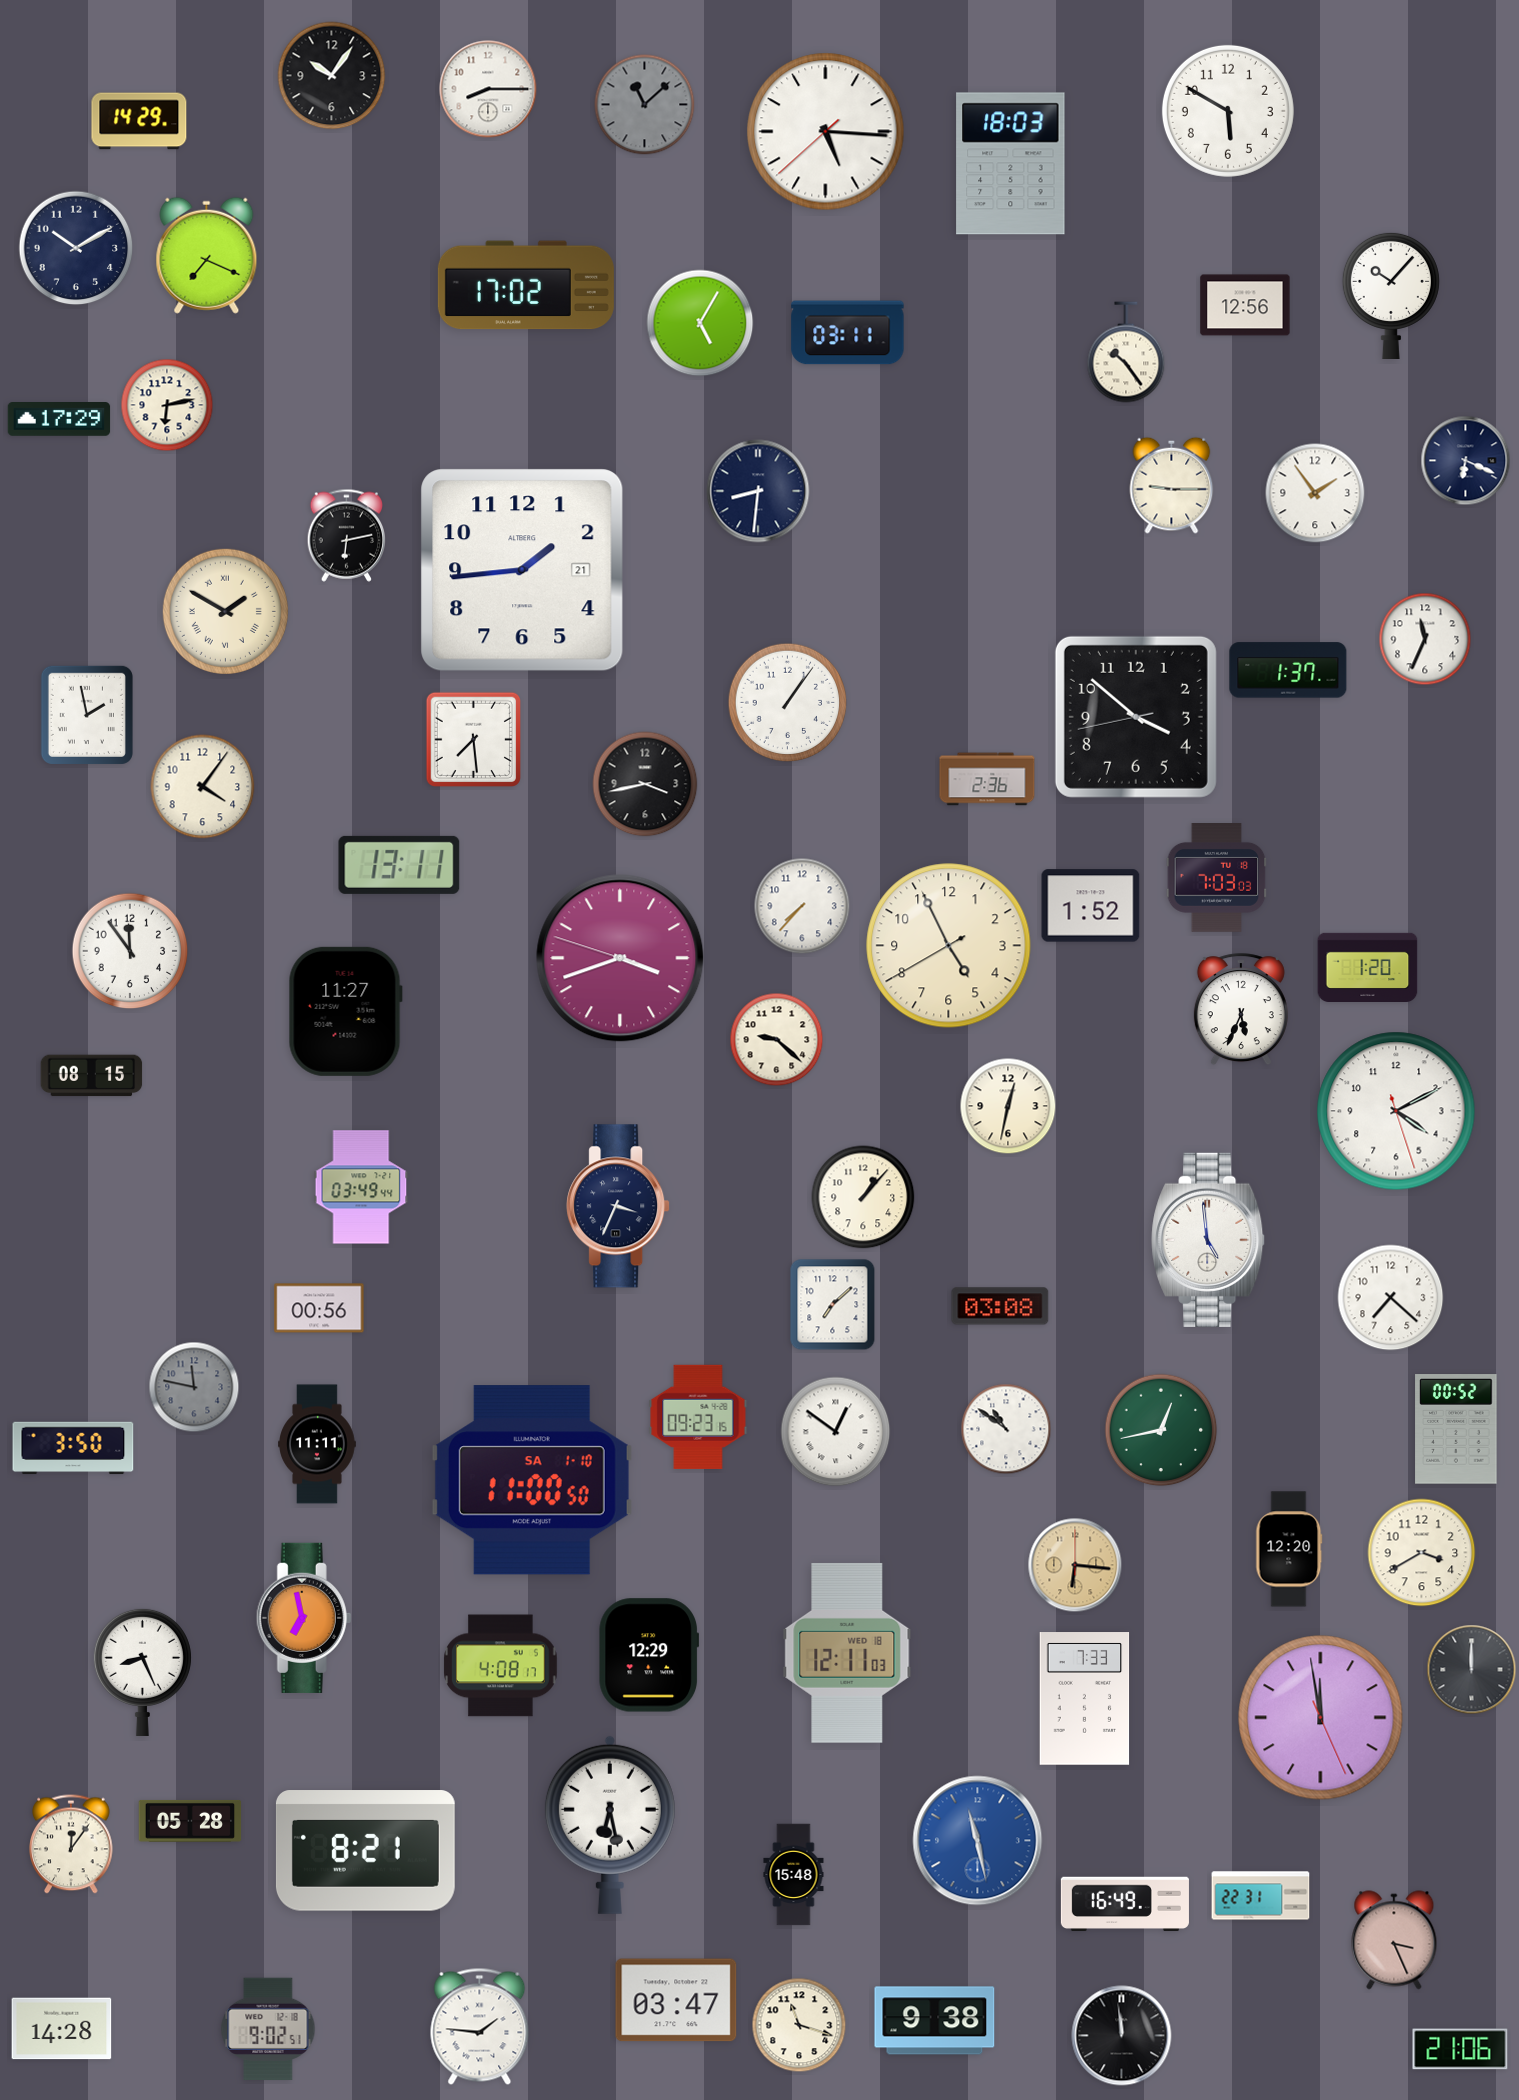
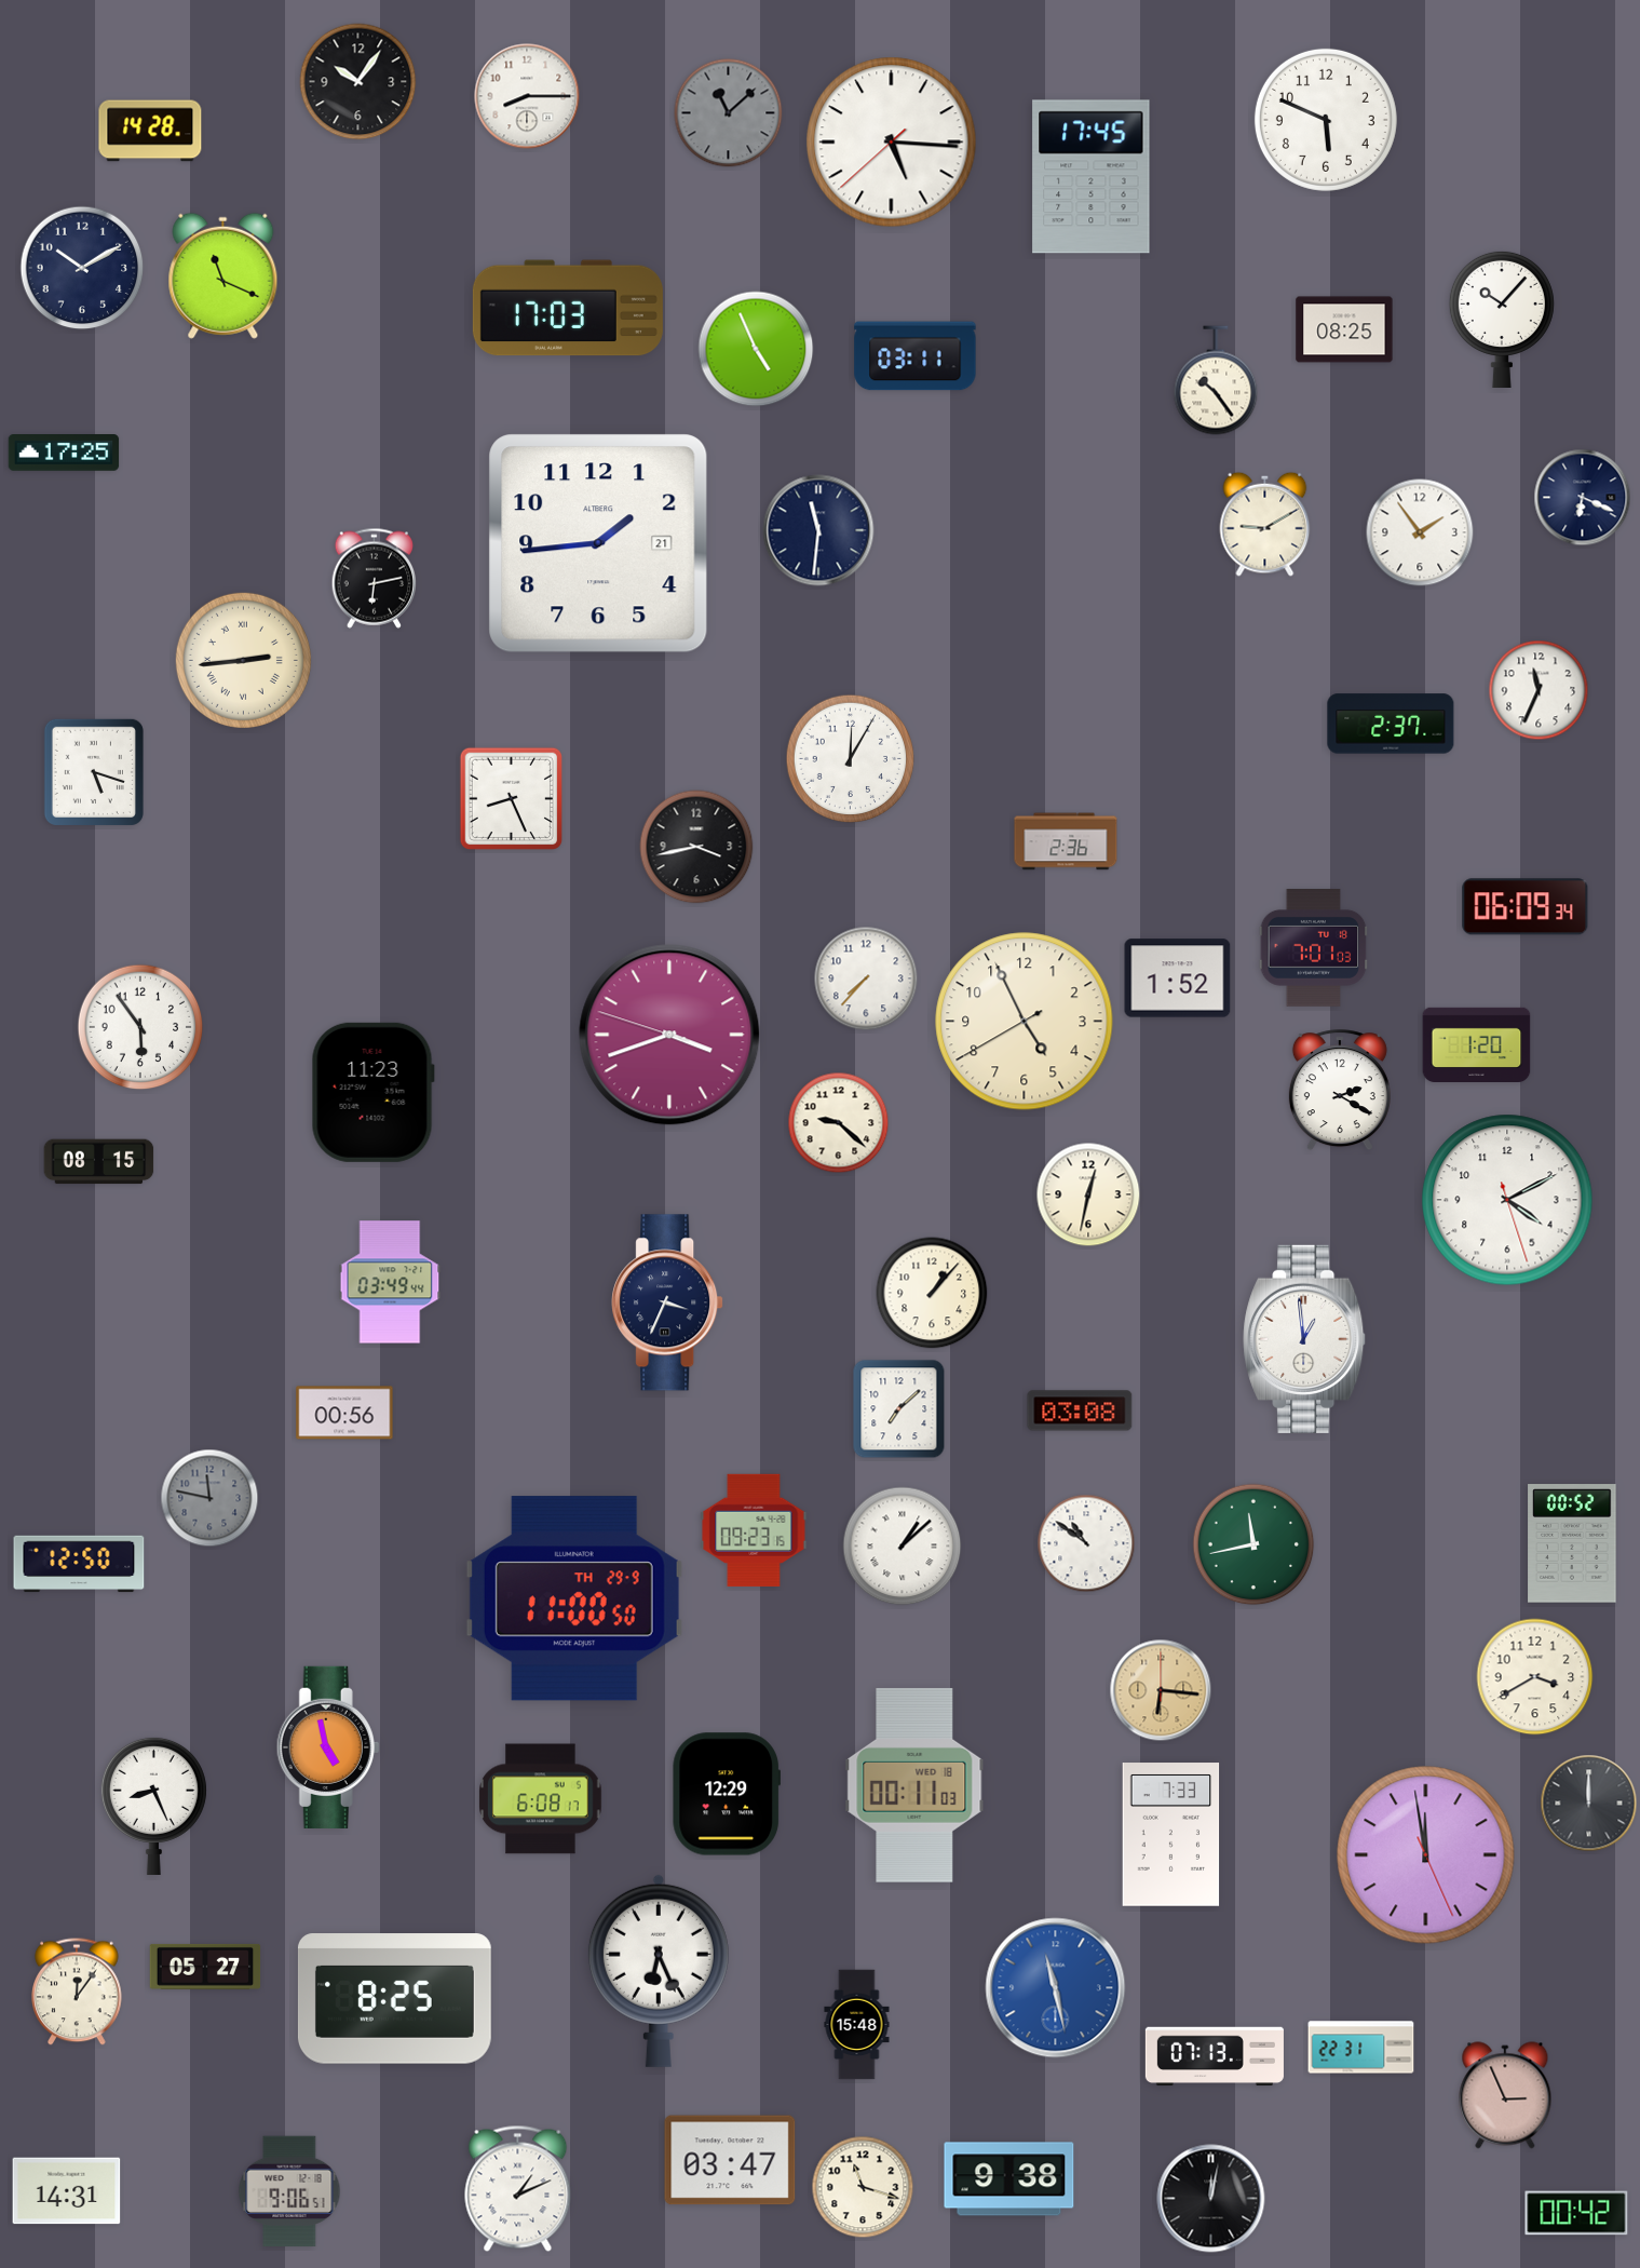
clock at (645, 105) position: (645, 105) -> (729, 113)
clock at (1228, 111): 5:50 -> 5:49
clock at (139, 121): 14:29 -> 14:28
clock at (1011, 164): 18:03 -> 17:45
clock at (207, 255): 7:19 -> 11:19
clock at (526, 285): 17:02 -> 17:03
clock at (1245, 305): 12:56 -> 08:25
clock at (700, 323): 5:05 -> 4:56
clock at (848, 333) position: (848, 333) -> (916, 356)
clock at (167, 405): 6:13 -> none
clock at (59, 419): 17:29 -> 17:25
clock at (1172, 485): 9:15 -> 9:10
clock at (758, 491): 8:31 -> 11:31
clock at (522, 570) position: (522, 570) -> (598, 543)
clock at (225, 611): 1:50 -> 2:44
clock at (1288, 670): 1:37 -> 2:37
clock at (788, 703): 1:06 -> 12:05
clock at (87, 715): 1:58 -> 5:18
clock at (1136, 717): 3:51 -> none
clock at (473, 739): 7:29 -> 8:26
clock at (203, 787): 4:06 -> none
clock at (1526, 907): none -> 06:09
clock at (399, 865): 13:11 -> none
clock at (1217, 878): 7:03 -> 7:01
clock at (130, 951): 11:54 -> 5:54
clock at (1241, 1010): 5:34 -> 2:20
clock at (345, 1011): 11:27 -> 11:23
clock at (1209, 1240): 4:59 -> 12:59
clock at (1391, 1298): 7:22 -> none
clock at (1161, 1430): 12:43 -> 11:43
clock at (836, 1432): 12:51 -> 1:08
clock at (318, 1444): 11:11 -> none
clock at (73, 1448): 3:50 -> 12:50
clock at (532, 1480) date: SA 1-10 -> TH 29-9
clock at (1289, 1549): 12:20 -> none
clock at (304, 1618): 6:58 -> 4:58
clock at (847, 1653): 12:11 -> 00:11
clock at (648, 1655) position: (648, 1655) -> (726, 1794)
clock at (501, 1666): 4:08 -> 6:08
clock at (190, 1821): 05:28 -> 05:27
clock at (610, 1825): 6:28 -> 6:26
clock at (365, 1851): 8:21 -> 8:25
clock at (1125, 1904): 16:49 -> 07:13
clock at (1394, 1940): 3:26 -> 2:56
clock at (935, 2021) position: (935, 2021) -> (1009, 2179)
clock at (480, 2026): 1:46 -> 1:11
clock at (62, 2029): 14:28 -> 14:31
clock at (268, 2029): 9:02 -> 9:06
clock at (1122, 2036): 11:59 -> 12:02
clock at (1460, 2049): 21:06 -> 00:42
